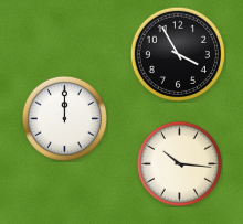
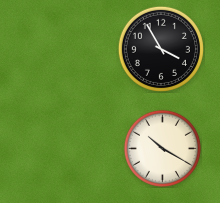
clock at (64, 118): 12:00 -> none
clock at (179, 163): 10:16 -> 10:20
